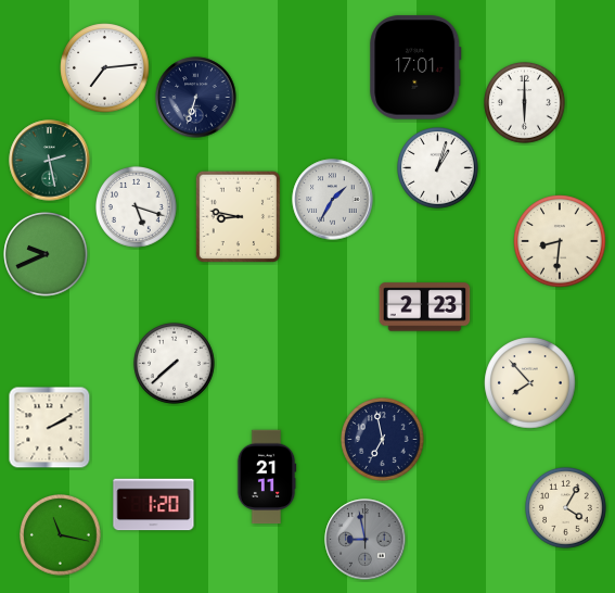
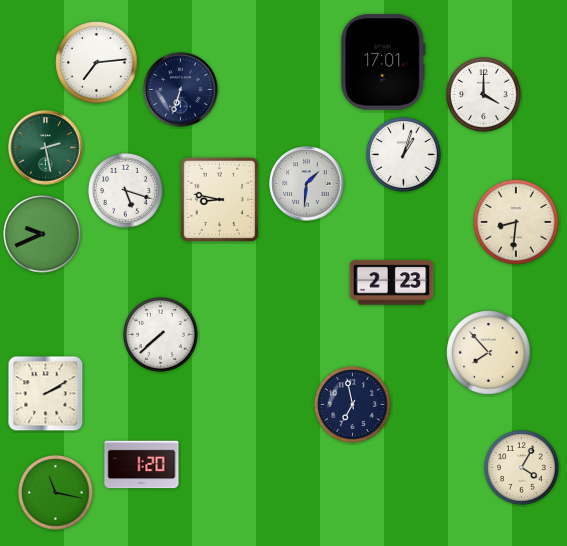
clock at (525, 103): 6:00 -> 4:00
clock at (333, 200): 1:35 -> 1:31
clock at (267, 477): 21:11 -> none
clock at (366, 540): 8:58 -> none
